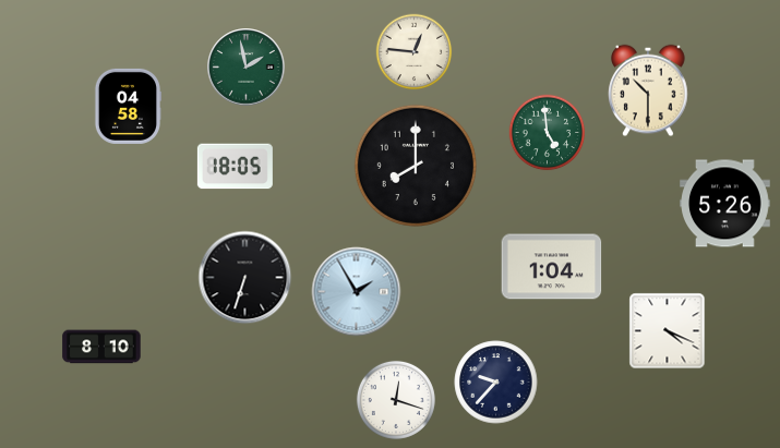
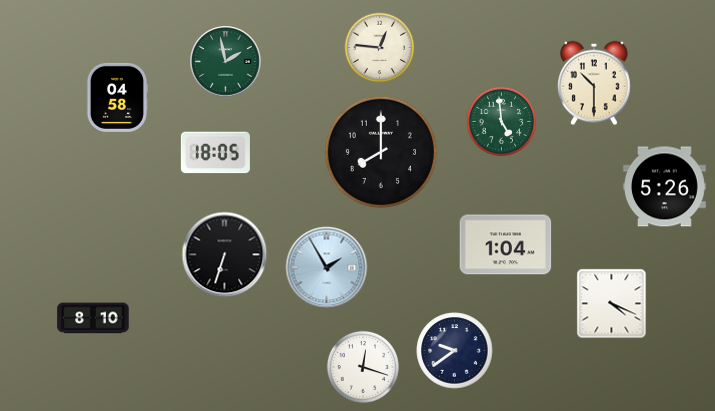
clock at (496, 383): 9:37 -> 9:39
